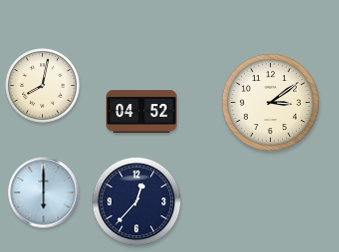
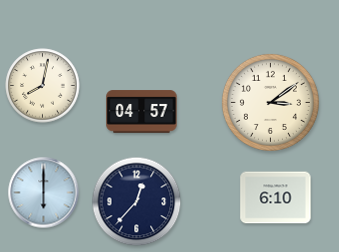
clock at (142, 112): 04:52 -> 04:57
clock at (276, 198): none -> 6:10
